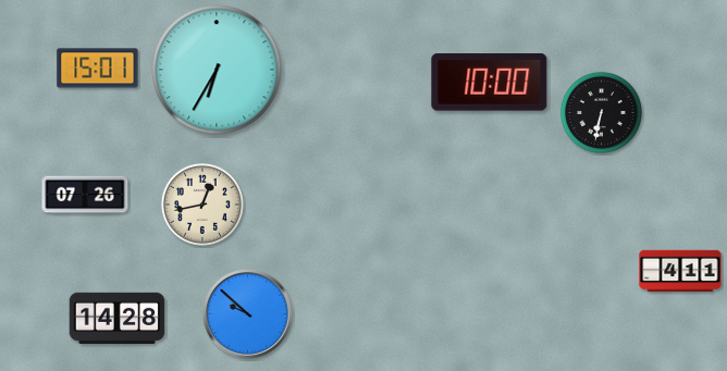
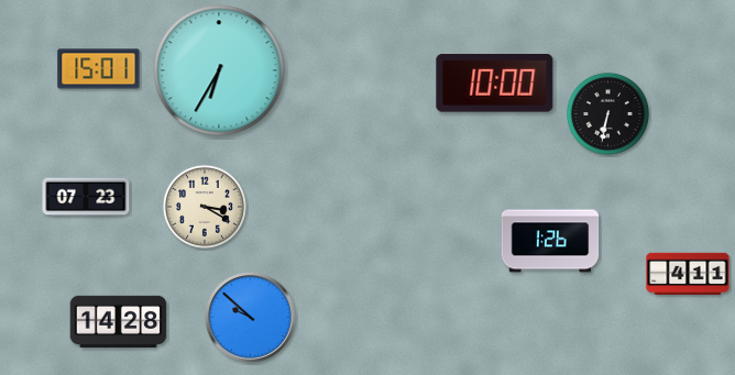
clock at (85, 195): 07:26 -> 07:23
clock at (202, 205): 12:43 -> 3:20
clock at (550, 241): none -> 1:26
